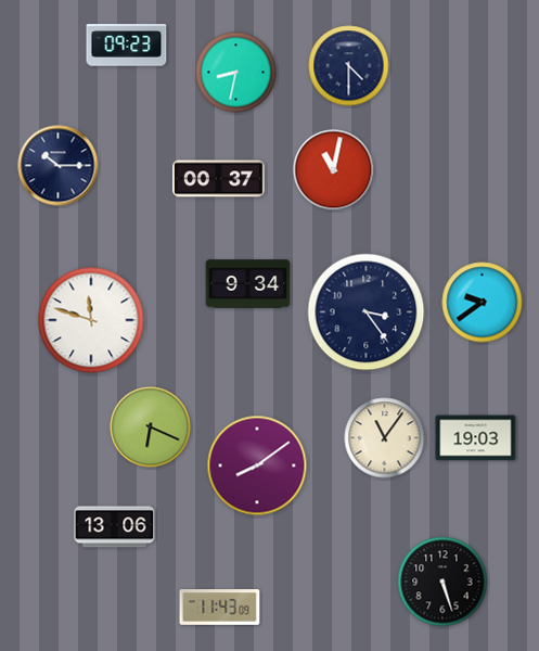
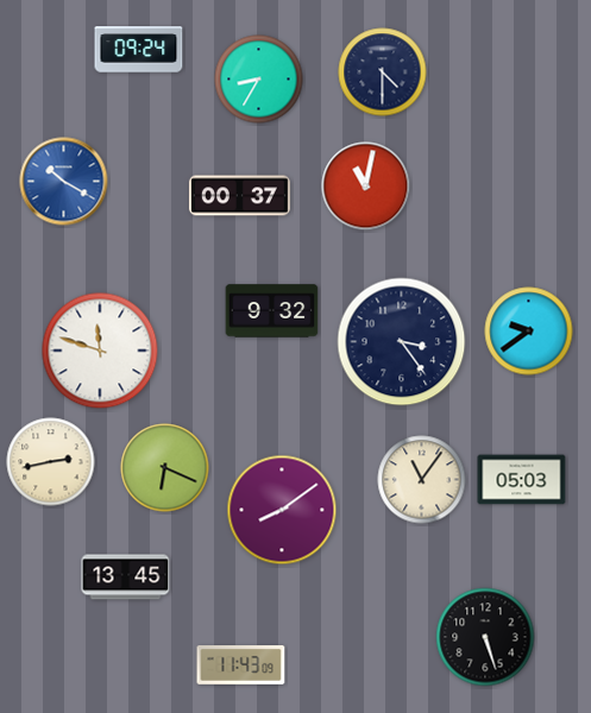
clock at (127, 46): 09:23 -> 09:24
clock at (236, 73): 8:32 -> 8:35
clock at (59, 166): 10:15 -> 10:20
clock at (59, 166) dial: navy -> blue
clock at (248, 284): 9:34 -> 9:32
clock at (51, 462): none -> 2:43
clock at (476, 438): 19:03 -> 05:03
clock at (115, 527): 13:06 -> 13:45
